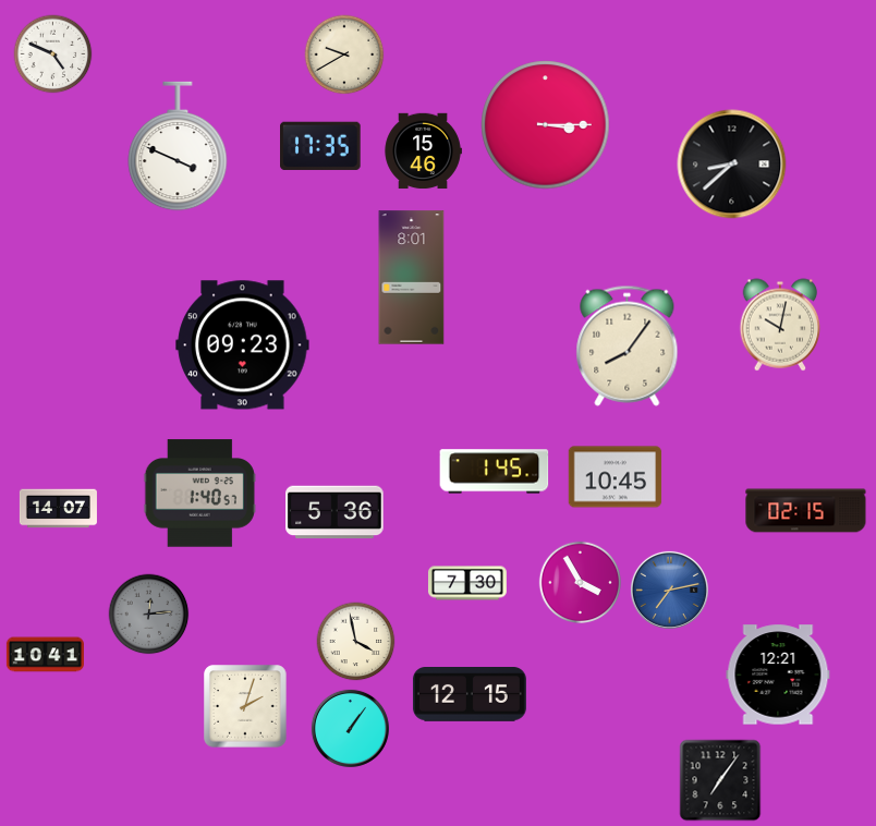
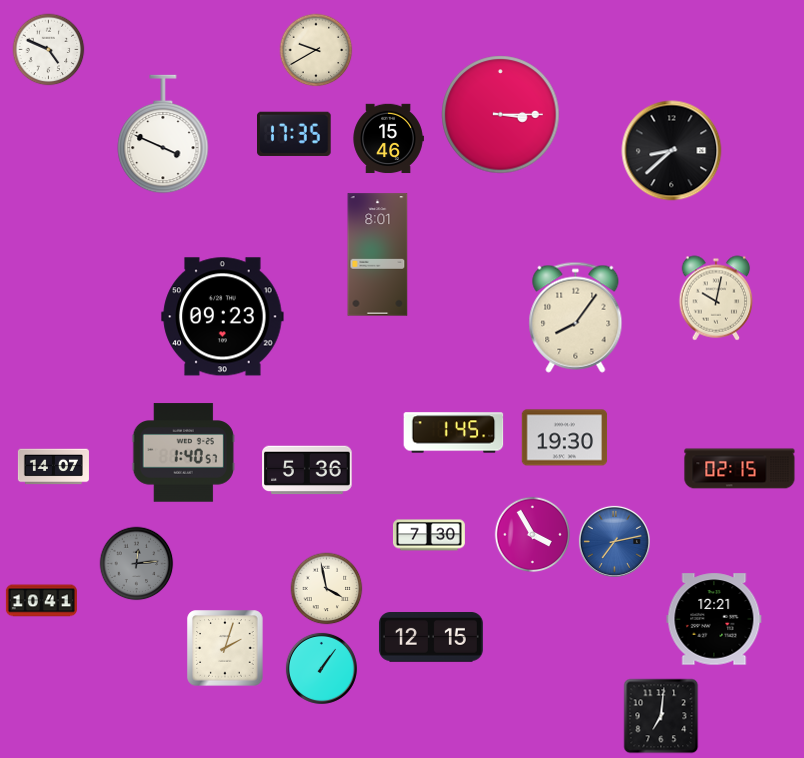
clock at (616, 477): 10:45 -> 19:30
clock at (720, 780): 7:06 -> 7:01
